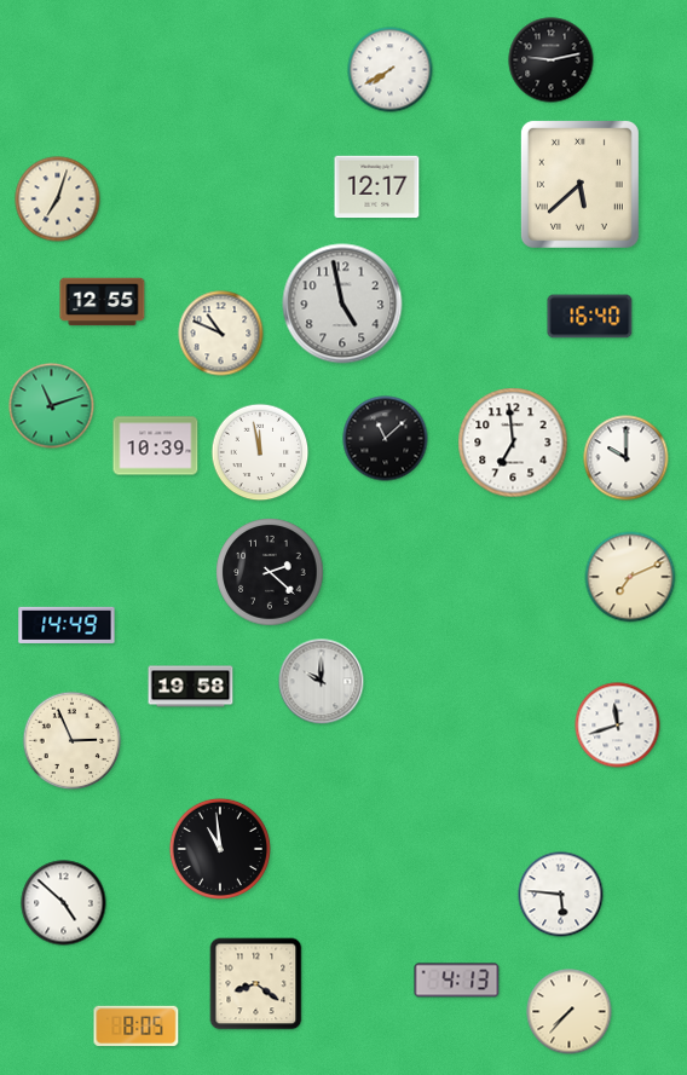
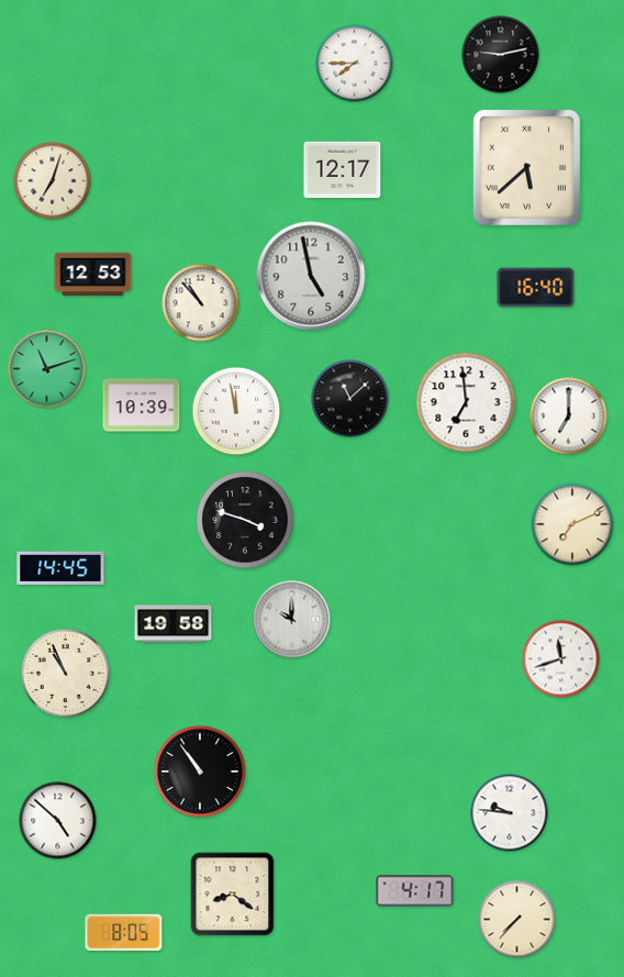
clock at (391, 70): 7:40 -> 7:45
clock at (103, 302): 12:55 -> 12:53
clock at (221, 334): 10:49 -> 10:53
clock at (627, 458): 10:00 -> 7:00
clock at (270, 572): 2:22 -> 3:48
clock at (67, 624): 14:49 -> 14:45
clock at (73, 741): 2:56 -> 10:56
clock at (220, 849): 10:59 -> 10:54
clock at (561, 895): 5:46 -> 9:46
clock at (457, 981): 4:13 -> 4:17
